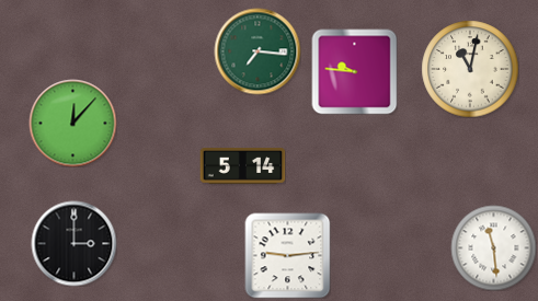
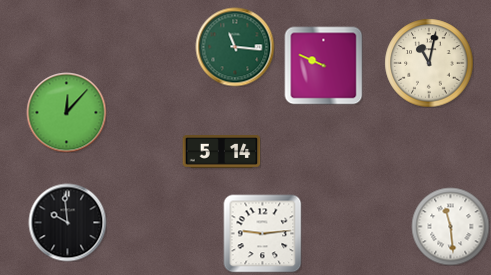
clock at (257, 51): 7:16 -> 11:16
clock at (354, 71): 9:46 -> 9:49
clock at (73, 243): 3:00 -> 9:59
